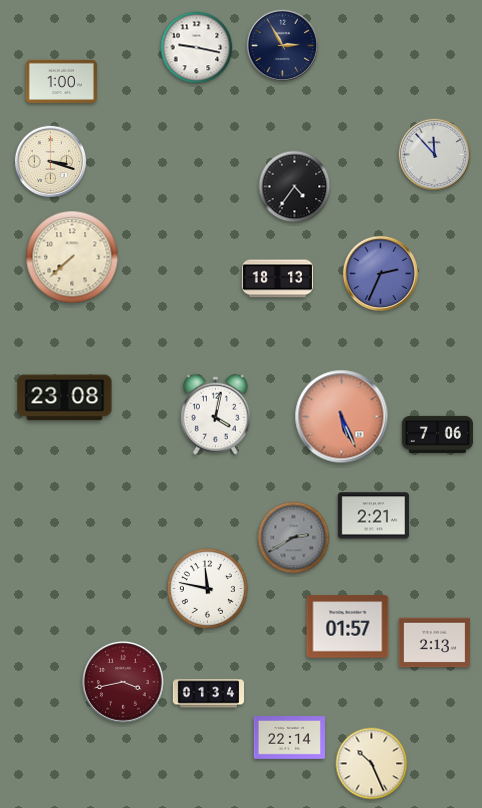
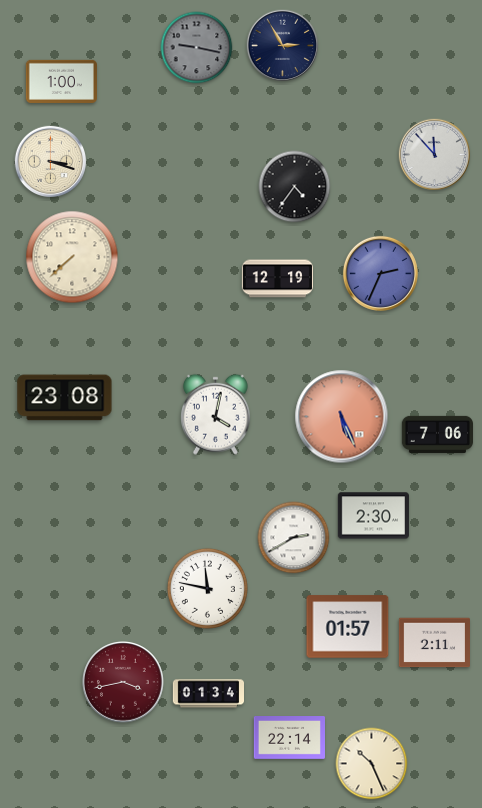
clock at (197, 48) dial: white -> grey
clock at (277, 279): 18:13 -> 12:19
clock at (373, 516): 2:21 -> 2:30
clock at (294, 538) dial: grey -> white
clock at (434, 643): 2:13 -> 2:11
